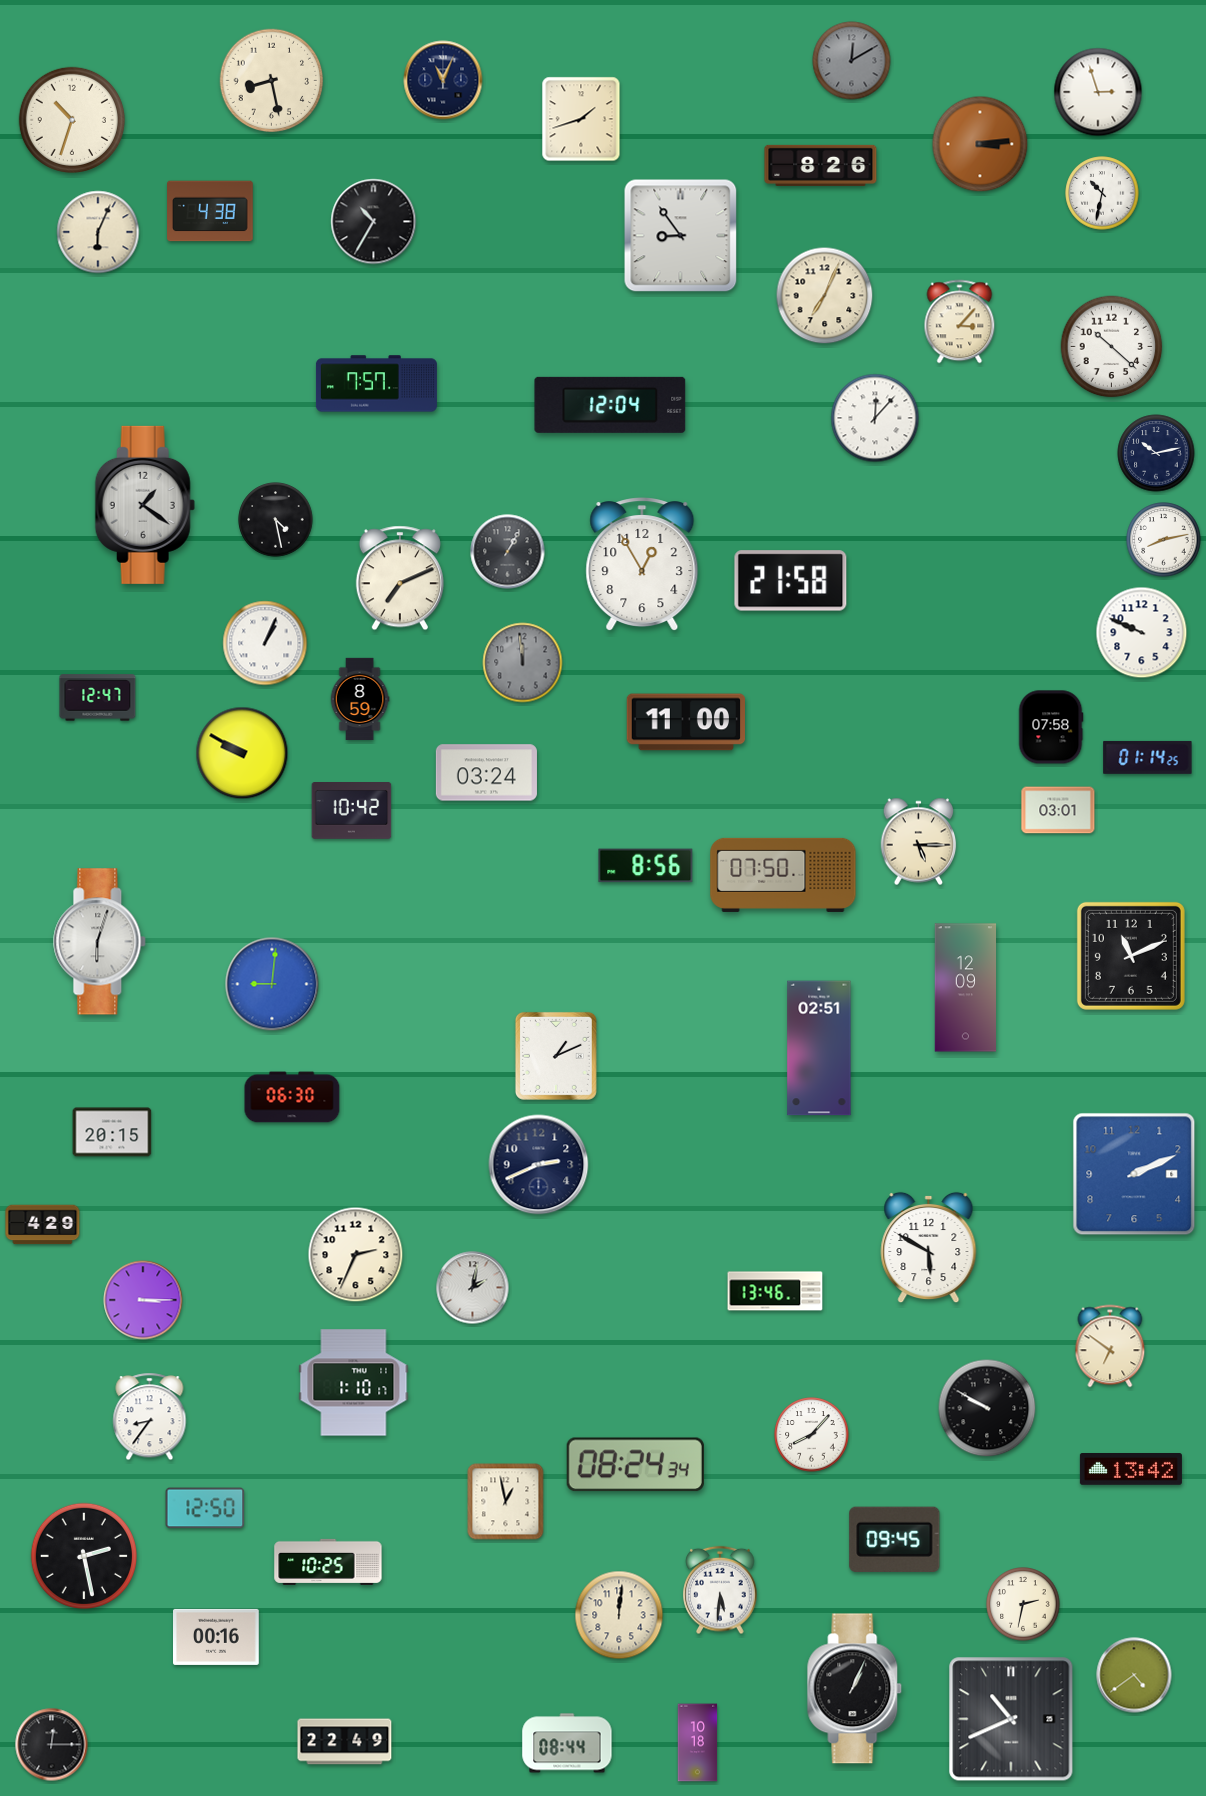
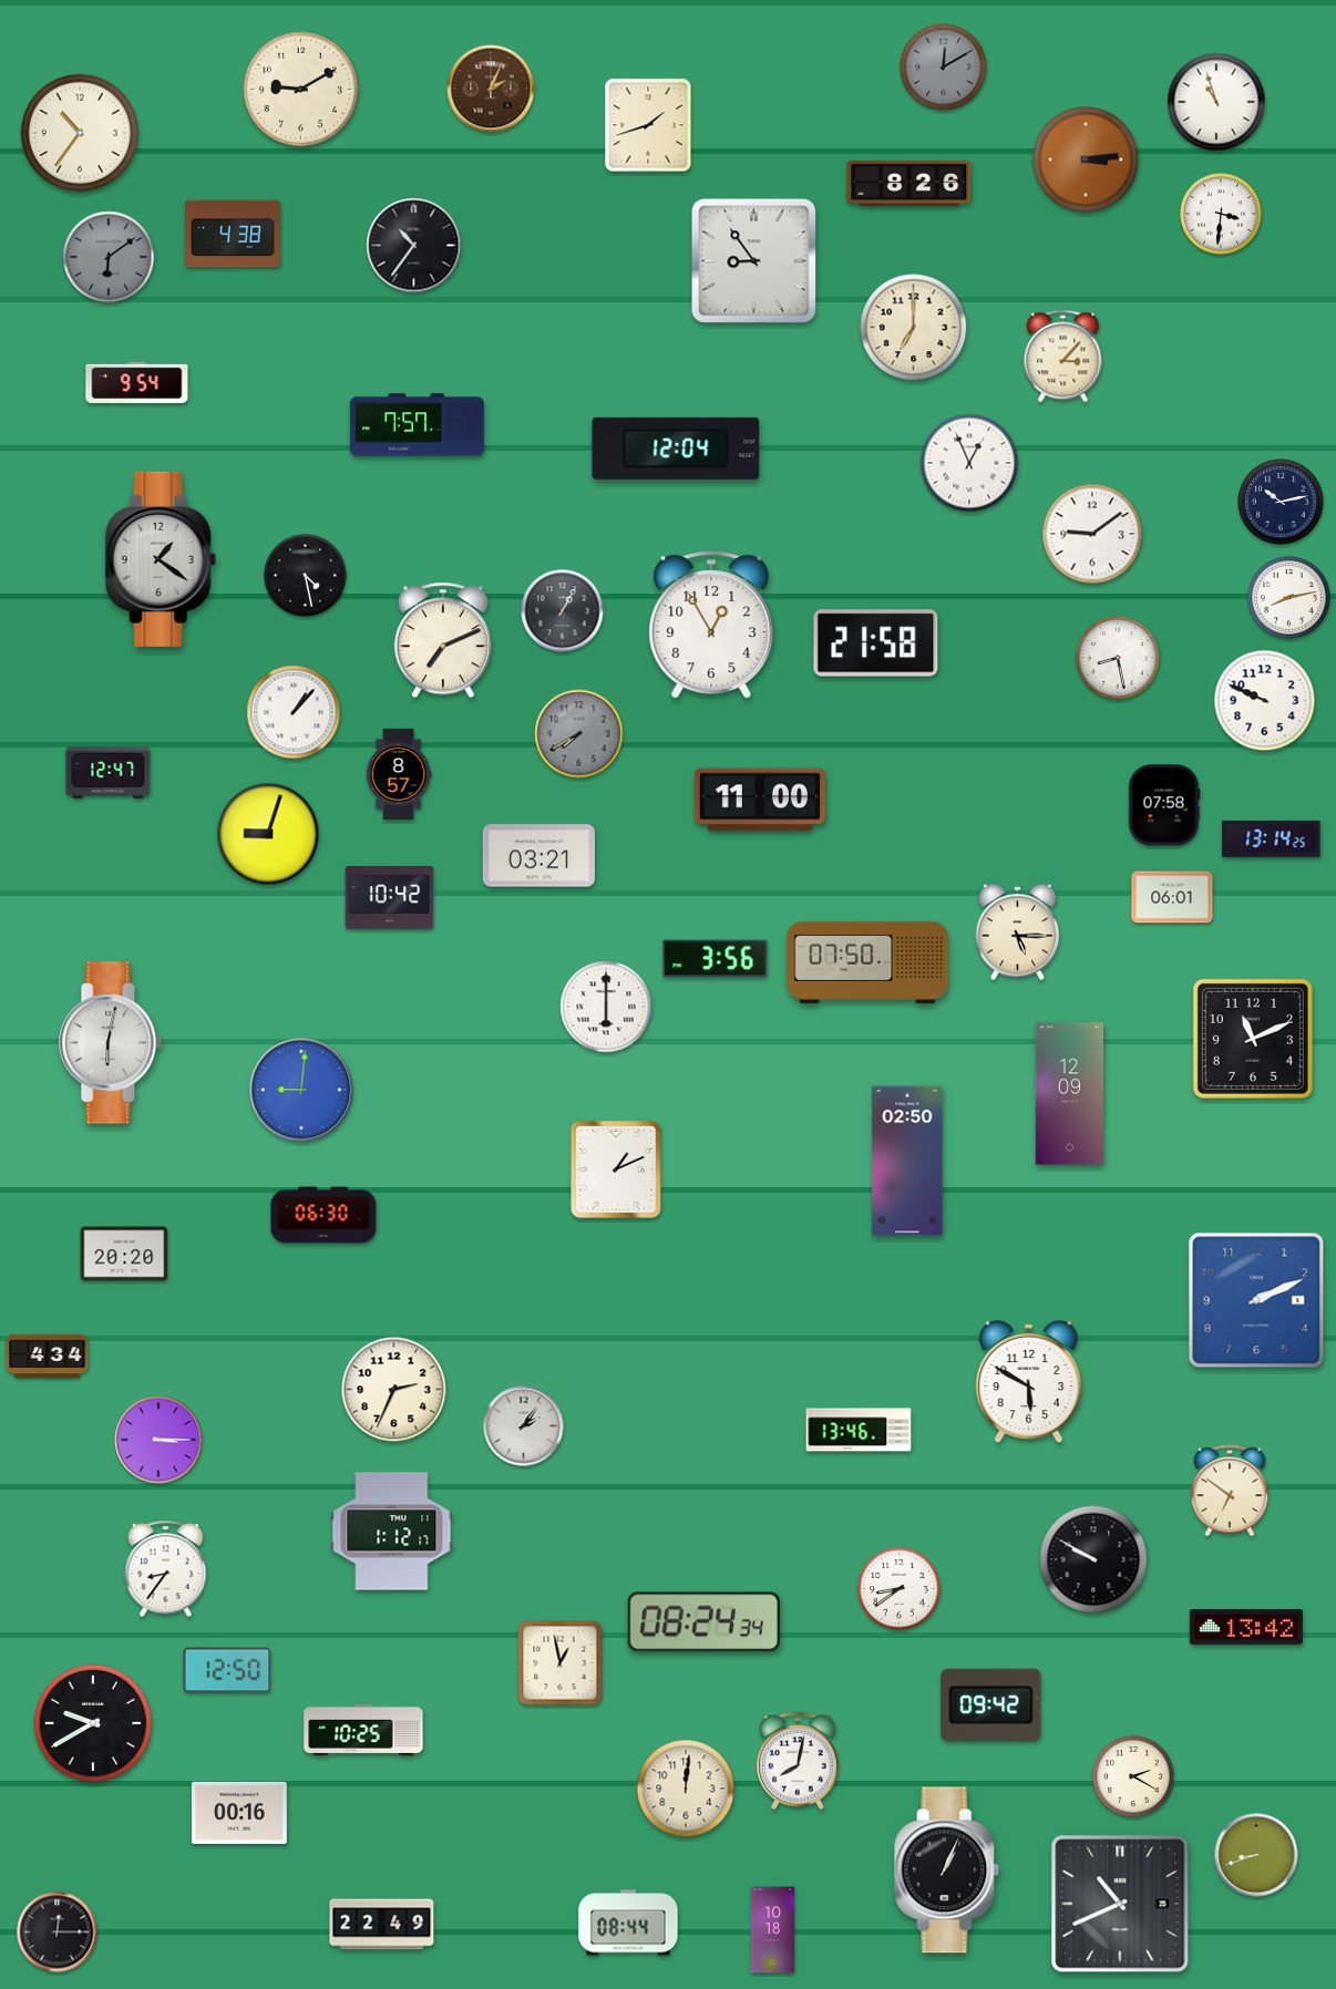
clock at (443, 80): 11:04 -> 2:04
clock at (443, 80) dial: navy -> brown
clock at (272, 81): 8:28 -> 9:10
clock at (1098, 92): 2:57 -> 10:57
clock at (71, 119): 10:33 -> 10:36
clock at (581, 119) position: (581, 119) -> (648, 125)
clock at (1102, 193): 10:32 -> 3:31
clock at (374, 222): 10:35 -> 10:36
clock at (98, 232): 6:04 -> 6:09
clock at (98, 232) dial: cream -> grey
clock at (825, 296): 7:04 -> 7:00
clock at (137, 382): none -> 9:54
clock at (1112, 347): 10:22 -> none
clock at (875, 418): 12:07 -> 12:56
clock at (1092, 534): none -> 9:09
clock at (1118, 658): none -> 8:28
clock at (265, 643): 1:04 -> 1:07
clock at (523, 663): 11:59 -> 7:40
clock at (360, 698): 8:59 -> 8:57
clock at (242, 753): 9:50 -> 9:03
clock at (1148, 757): 01:14 -> 13:14
clock at (486, 773): 03:24 -> 03:21
clock at (1058, 810): 03:01 -> 06:01
clock at (646, 866): 8:56 -> 3:56
clock at (783, 875) position: (783, 875) -> (867, 962)
clock at (606, 1007): none -> 6:00
clock at (100, 942): 6:03 -> 6:02
clock at (1131, 956) position: (1131, 956) -> (1253, 1039)
clock at (819, 1048): 02:51 -> 02:50
clock at (112, 1132): 20:15 -> 20:20
clock at (539, 1165): 2:41 -> none
clock at (43, 1225): 4:29 -> 4:34
clock at (473, 1288): 2:02 -> 2:06
clock at (354, 1383): 1:10 -> 1:12
clock at (812, 1435): 8:07 -> 8:39
clock at (1131, 1469) position: (1131, 1469) -> (1246, 1627)
clock at (895, 1539): 09:45 -> 09:42
clock at (83, 1555): 2:28 -> 9:40
clock at (720, 1590): 5:31 -> 8:02
clock at (1023, 1604): 2:32 -> 2:20
clock at (1134, 1675): 4:39 -> 8:42
clock at (345, 1742) position: (345, 1742) -> (382, 1925)
clock at (567, 1743) position: (567, 1743) -> (628, 1923)
